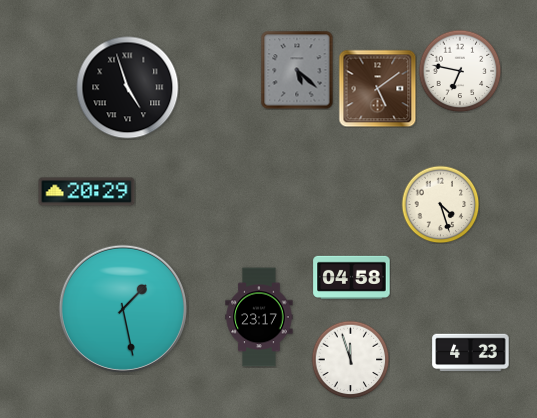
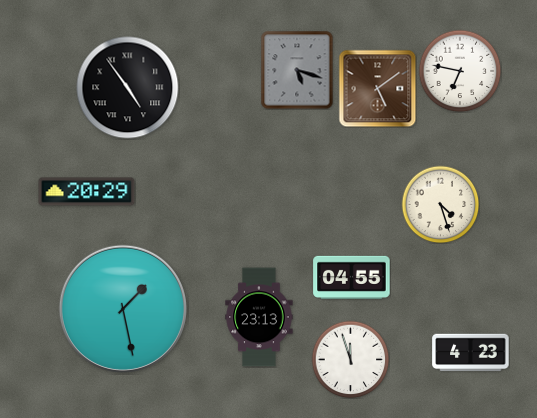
clock at (297, 70): 5:22 -> 5:18
clock at (128, 88): 4:57 -> 4:54
clock at (352, 277): 04:58 -> 04:55
clock at (259, 317): 23:17 -> 23:13
